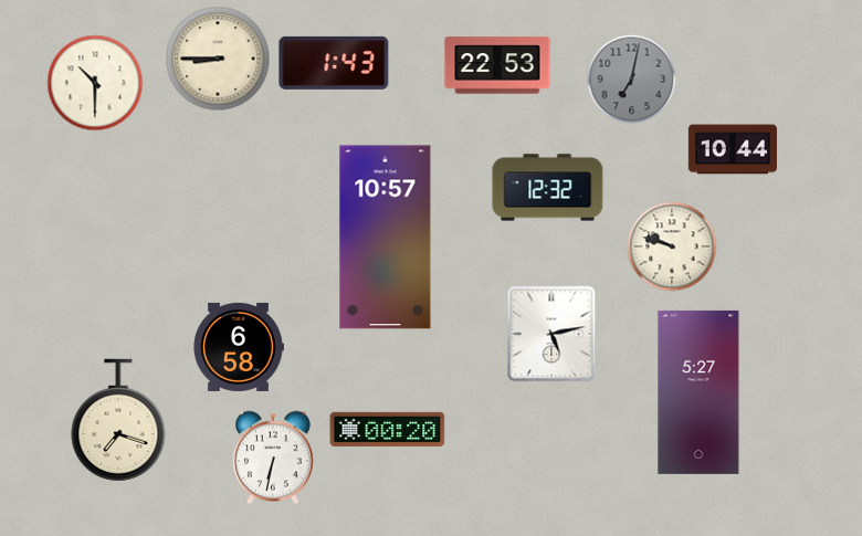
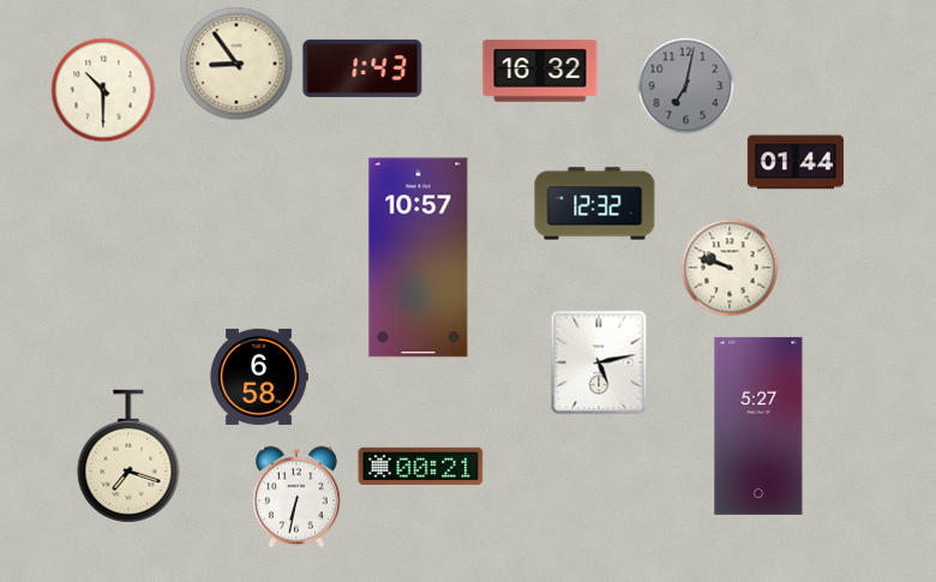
clock at (218, 59): 8:45 -> 8:54
clock at (497, 65): 22:53 -> 16:32
clock at (733, 149): 10:44 -> 01:44
clock at (388, 429): 00:20 -> 00:21
